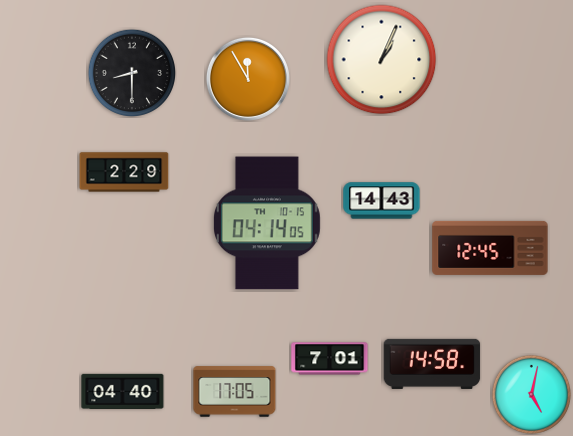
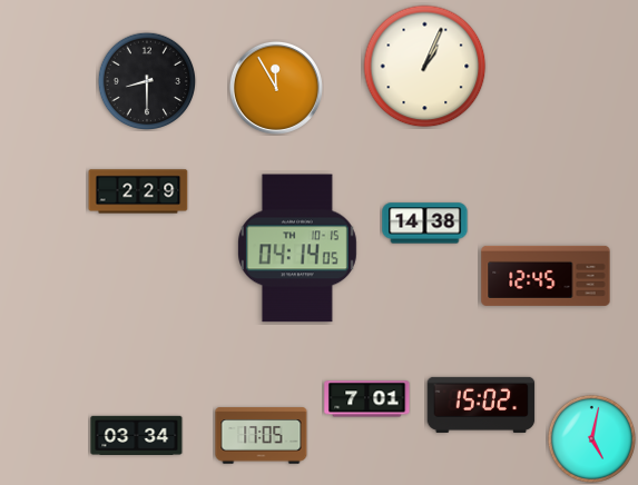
clock at (382, 201): 14:43 -> 14:38
clock at (432, 364): 14:58 -> 15:02
clock at (123, 391): 04:40 -> 03:34
